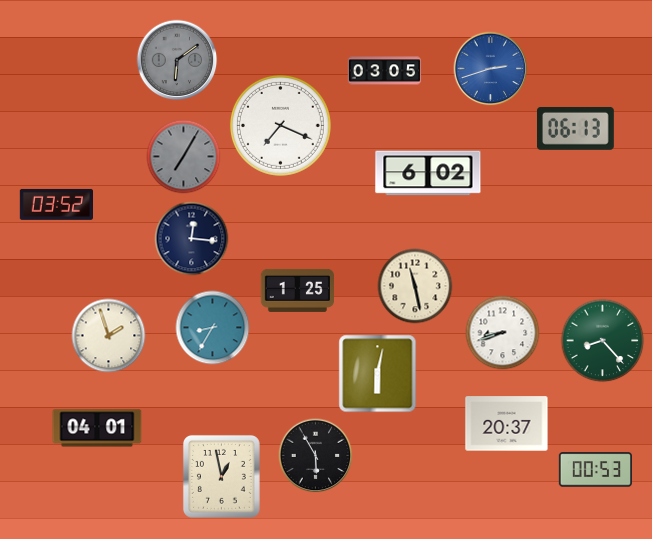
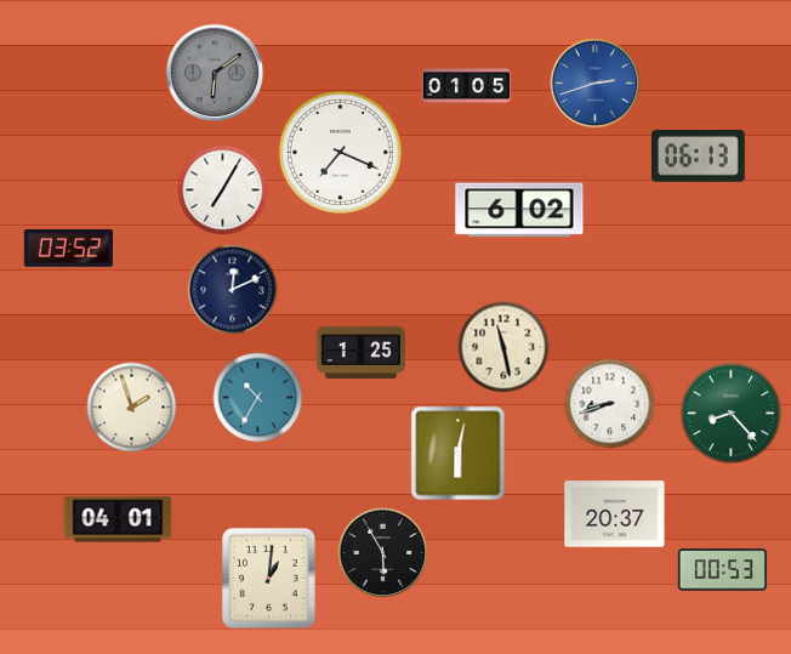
clock at (385, 71): 03:05 -> 01:05
clock at (184, 157) dial: grey -> white
clock at (192, 239): 12:16 -> 12:11
clock at (213, 328): 8:35 -> 10:35
clock at (221, 476): 12:58 -> 1:01
